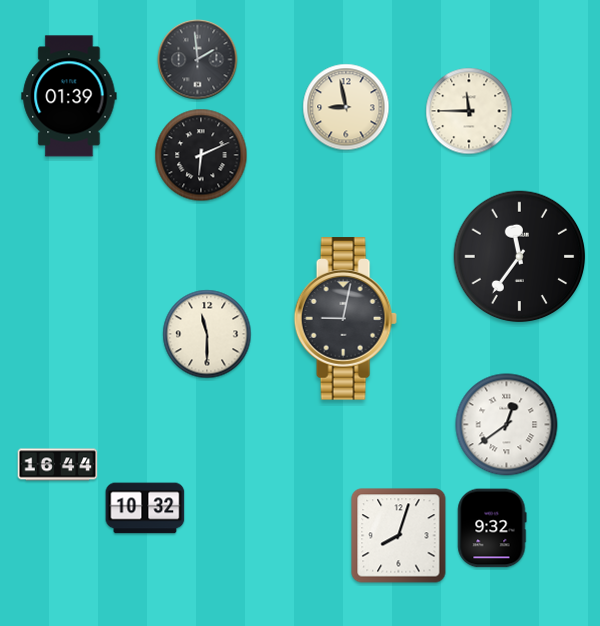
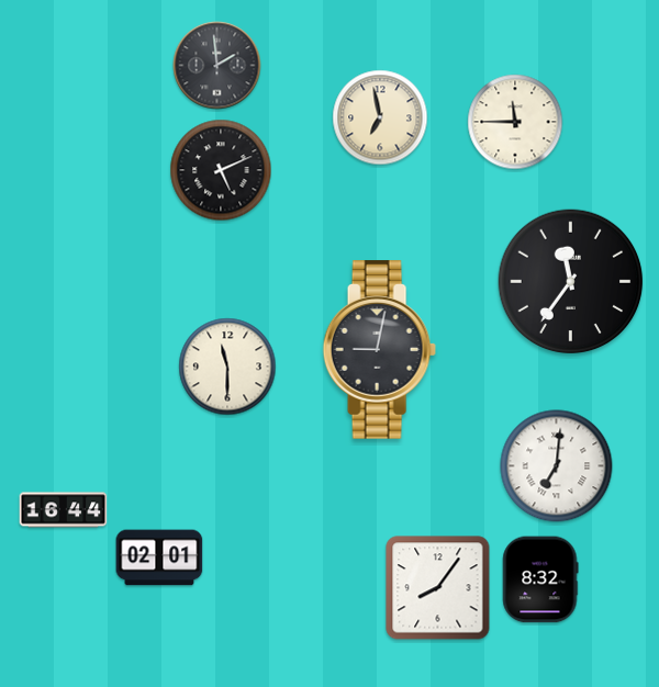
clock at (69, 96): 01:39 -> none
clock at (346, 107): 8:58 -> 6:58
clock at (201, 155): 6:11 -> 5:11
clock at (507, 425): 12:39 -> 7:01
clock at (145, 508): 10:32 -> 02:01
clock at (492, 528): 9:32 -> 8:32
clock at (399, 536): 8:03 -> 8:06
